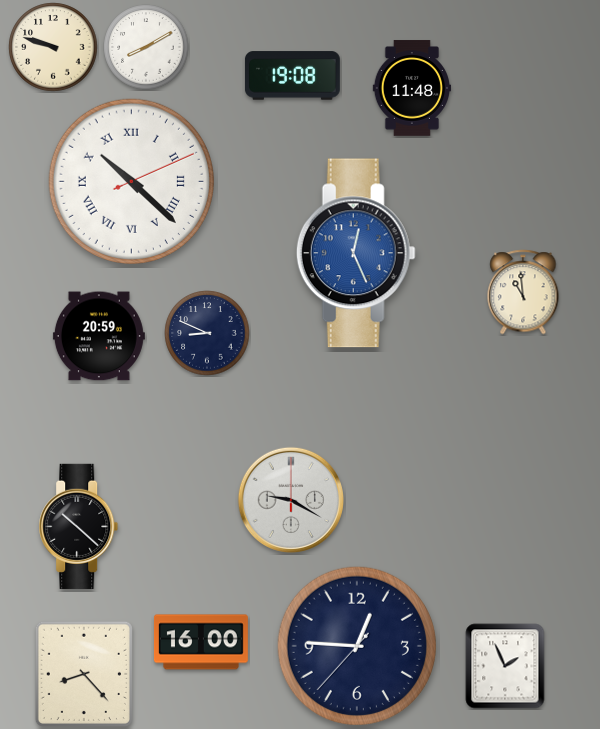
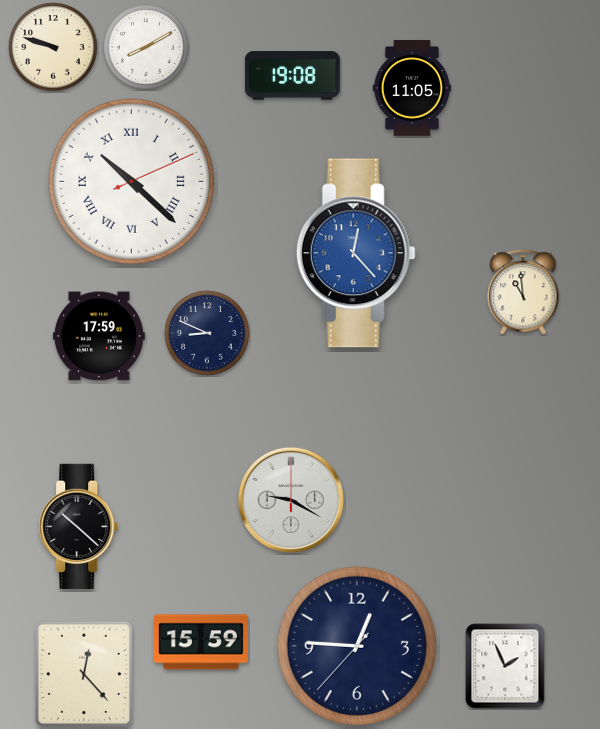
clock at (411, 88): 11:48 -> 11:05
clock at (356, 253): 12:26 -> 12:23
clock at (99, 336): 20:59 -> 17:59
clock at (201, 642): 16:00 -> 15:59
clock at (84, 674): 8:23 -> 12:23
